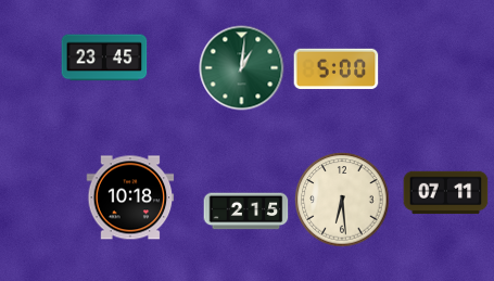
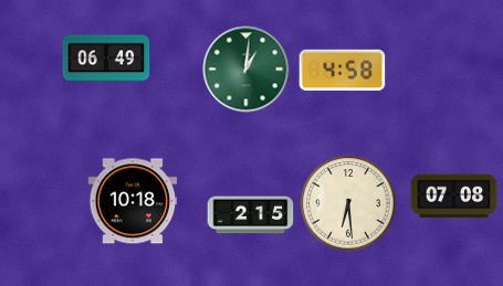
clock at (104, 58): 23:45 -> 06:49
clock at (335, 69): 5:00 -> 4:58
clock at (445, 193): 07:11 -> 07:08
